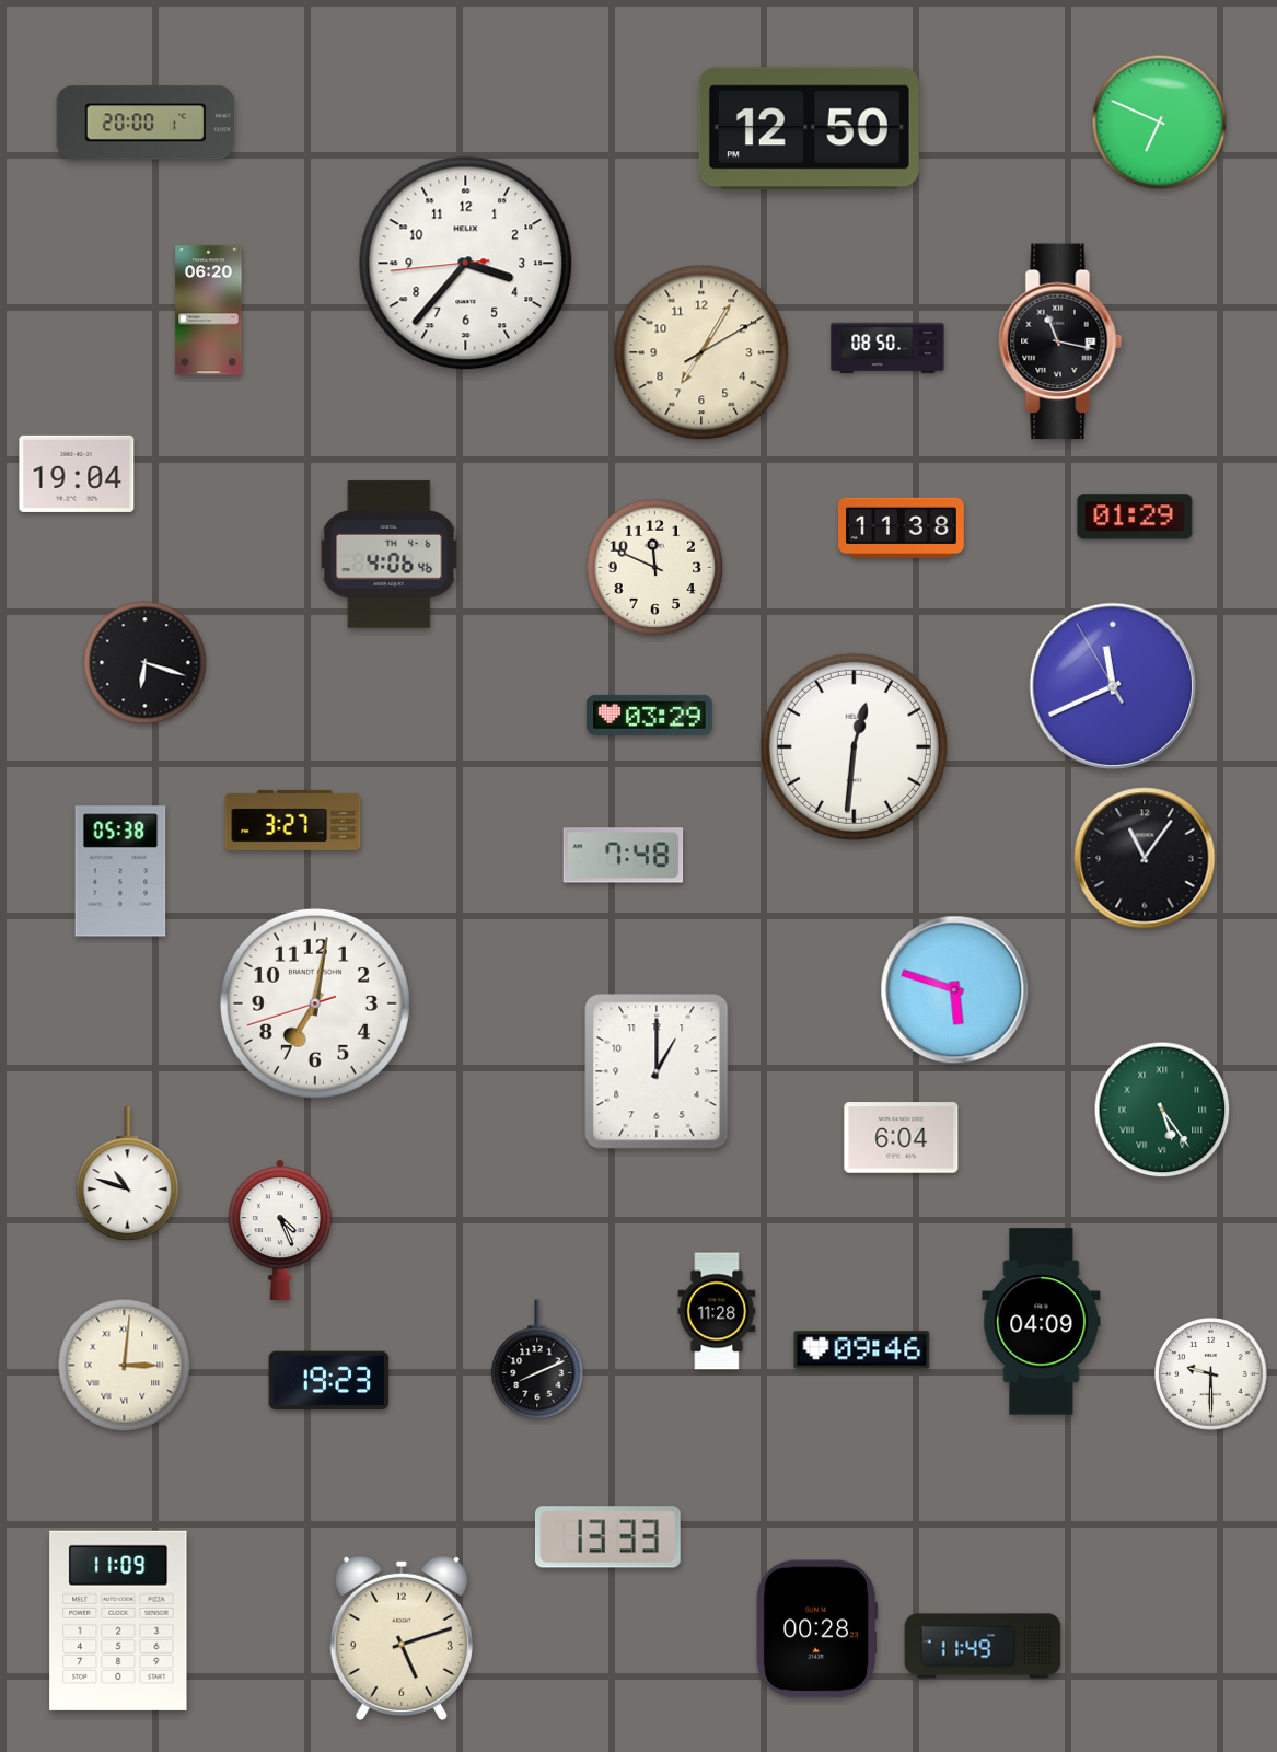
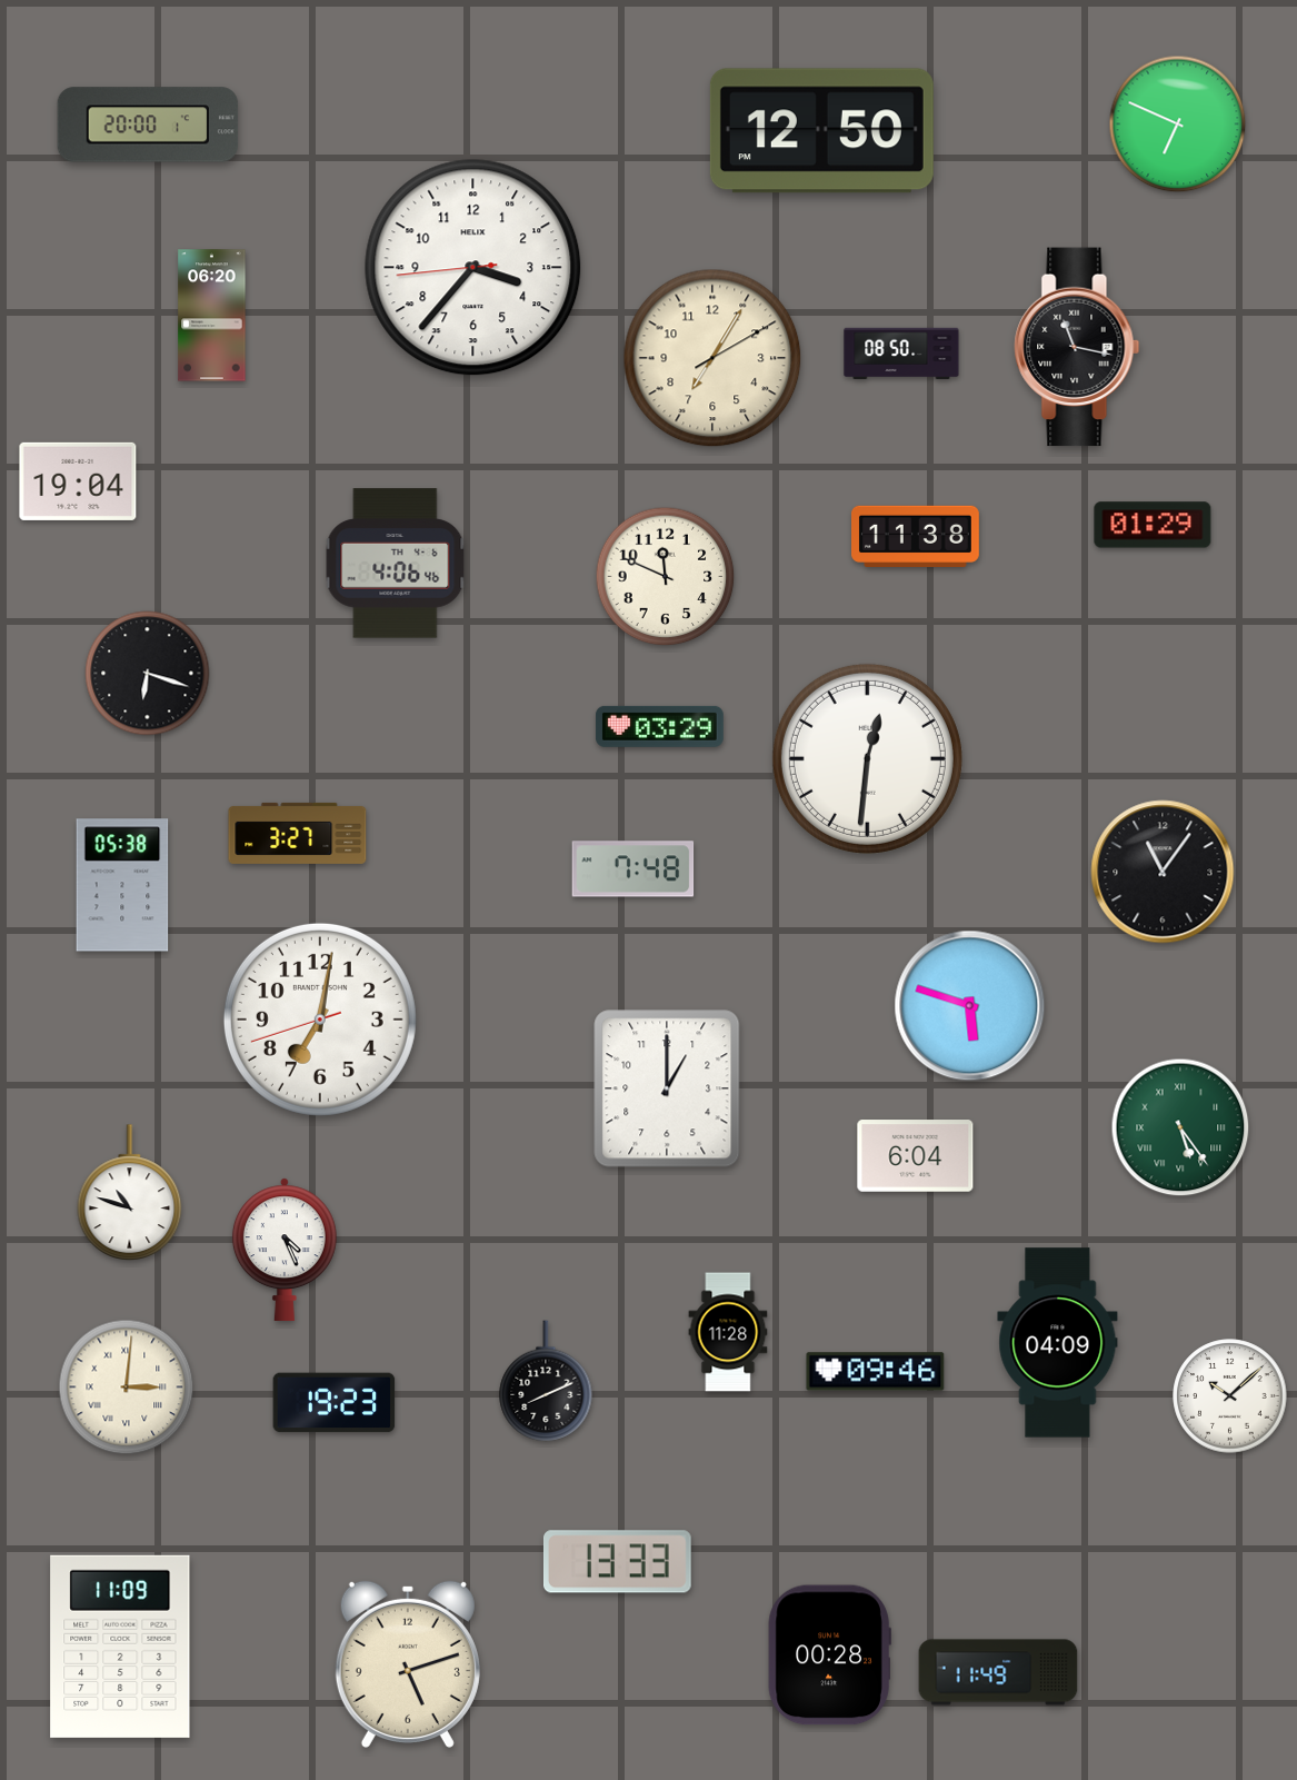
clock at (1113, 686): 11:40 -> none
clock at (1211, 1374): 9:30 -> 10:08
